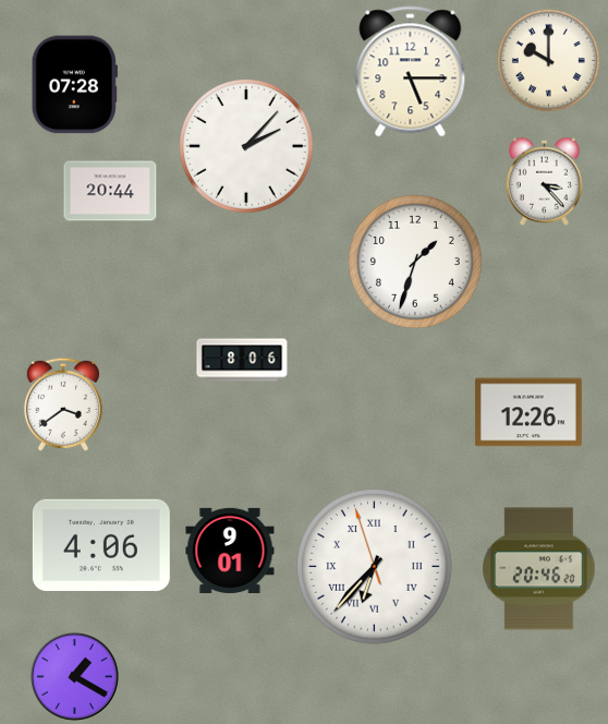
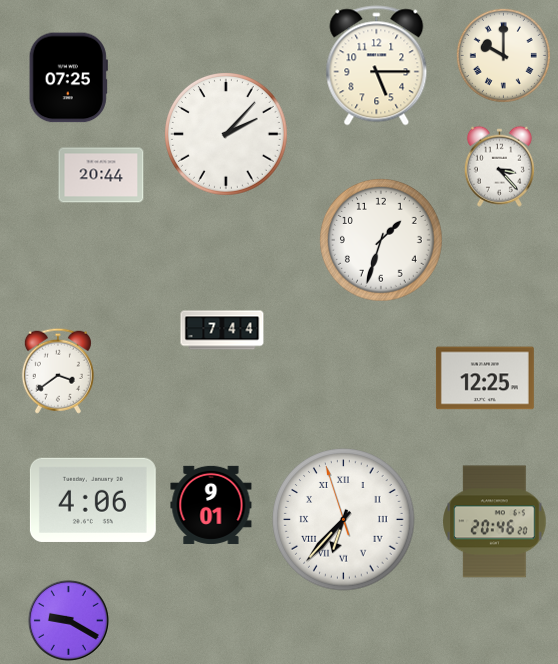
clock at (74, 85): 07:28 -> 07:25
clock at (242, 360): 8:06 -> 7:44
clock at (528, 412): 12:26 -> 12:25
clock at (74, 676): 1:20 -> 9:20
